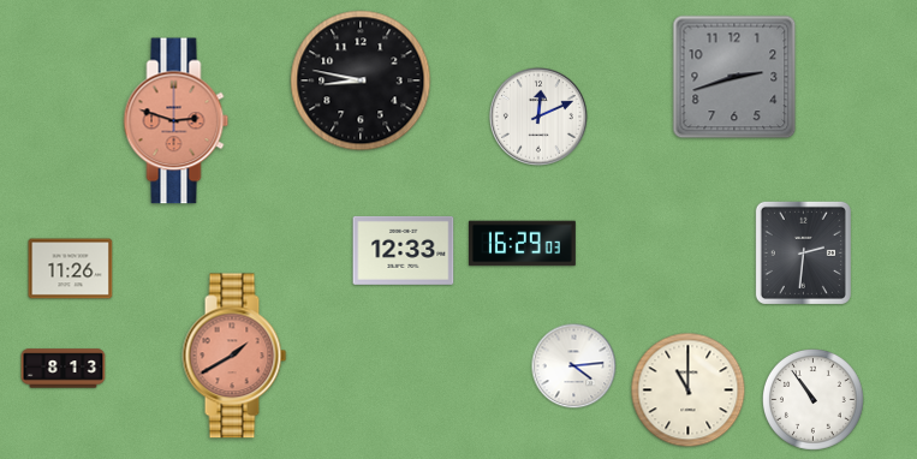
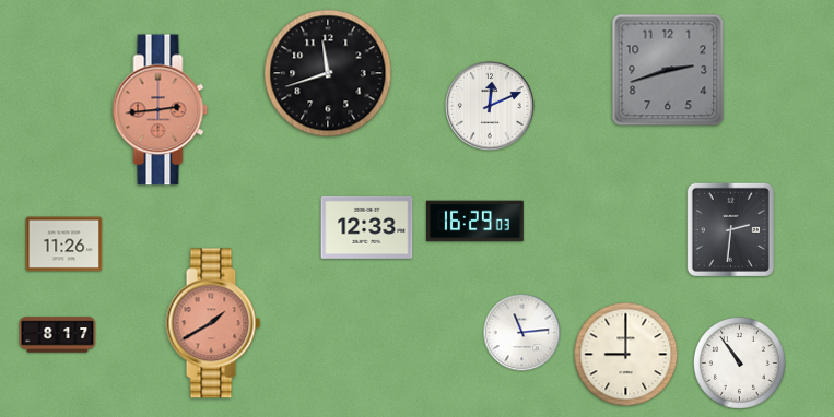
clock at (361, 81): 8:47 -> 11:42
clock at (177, 121): 2:48 -> 2:44
clock at (574, 366): 4:14 -> 11:14
clock at (64, 369): 8:13 -> 8:17
clock at (689, 391): 11:00 -> 9:00
